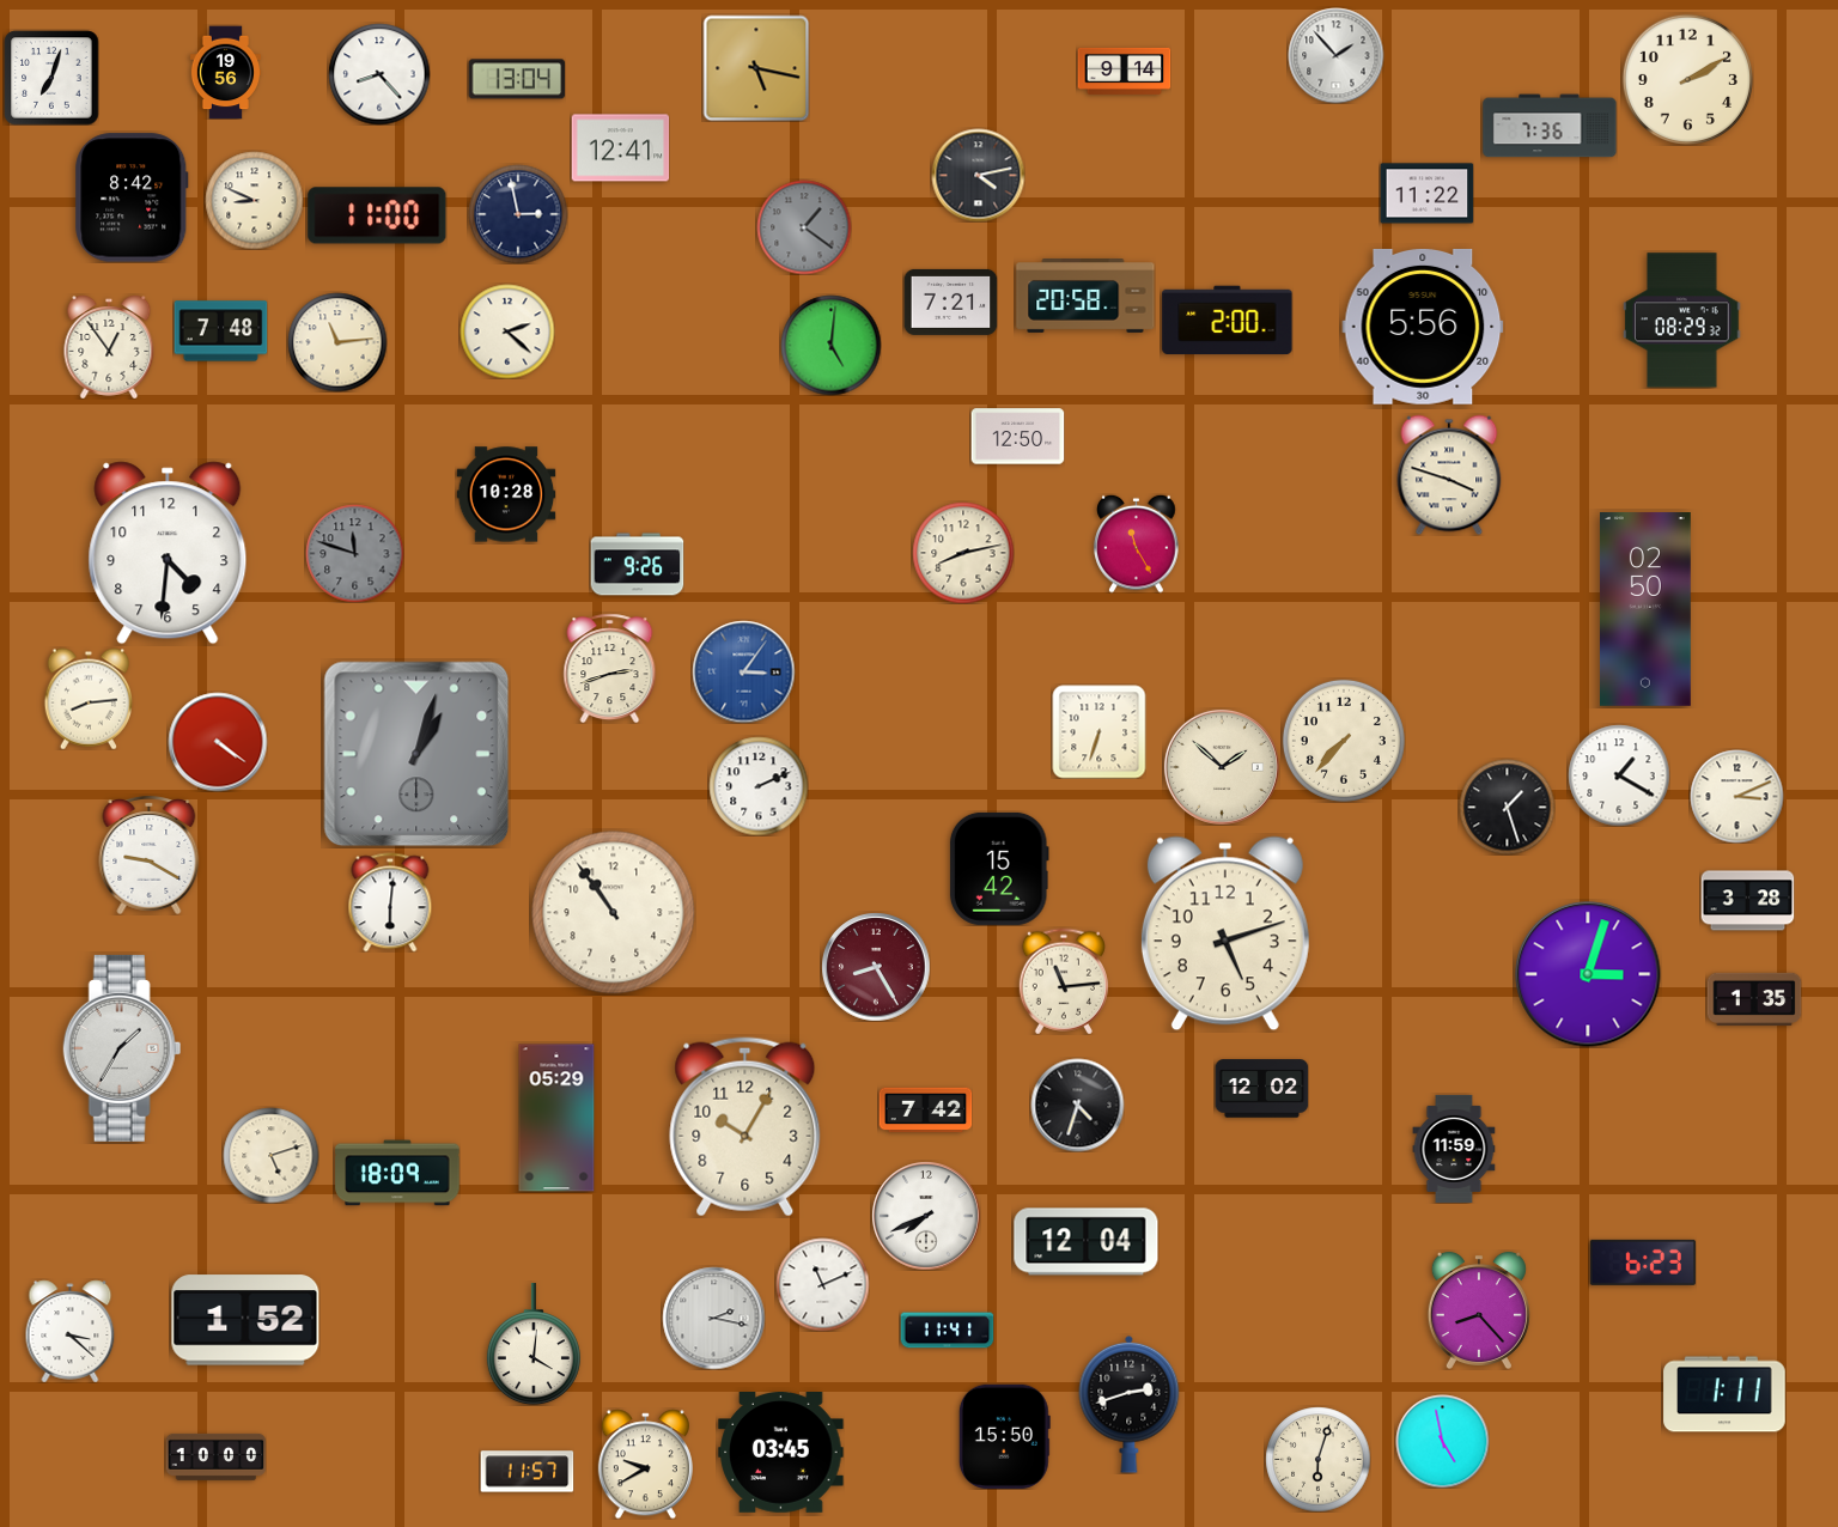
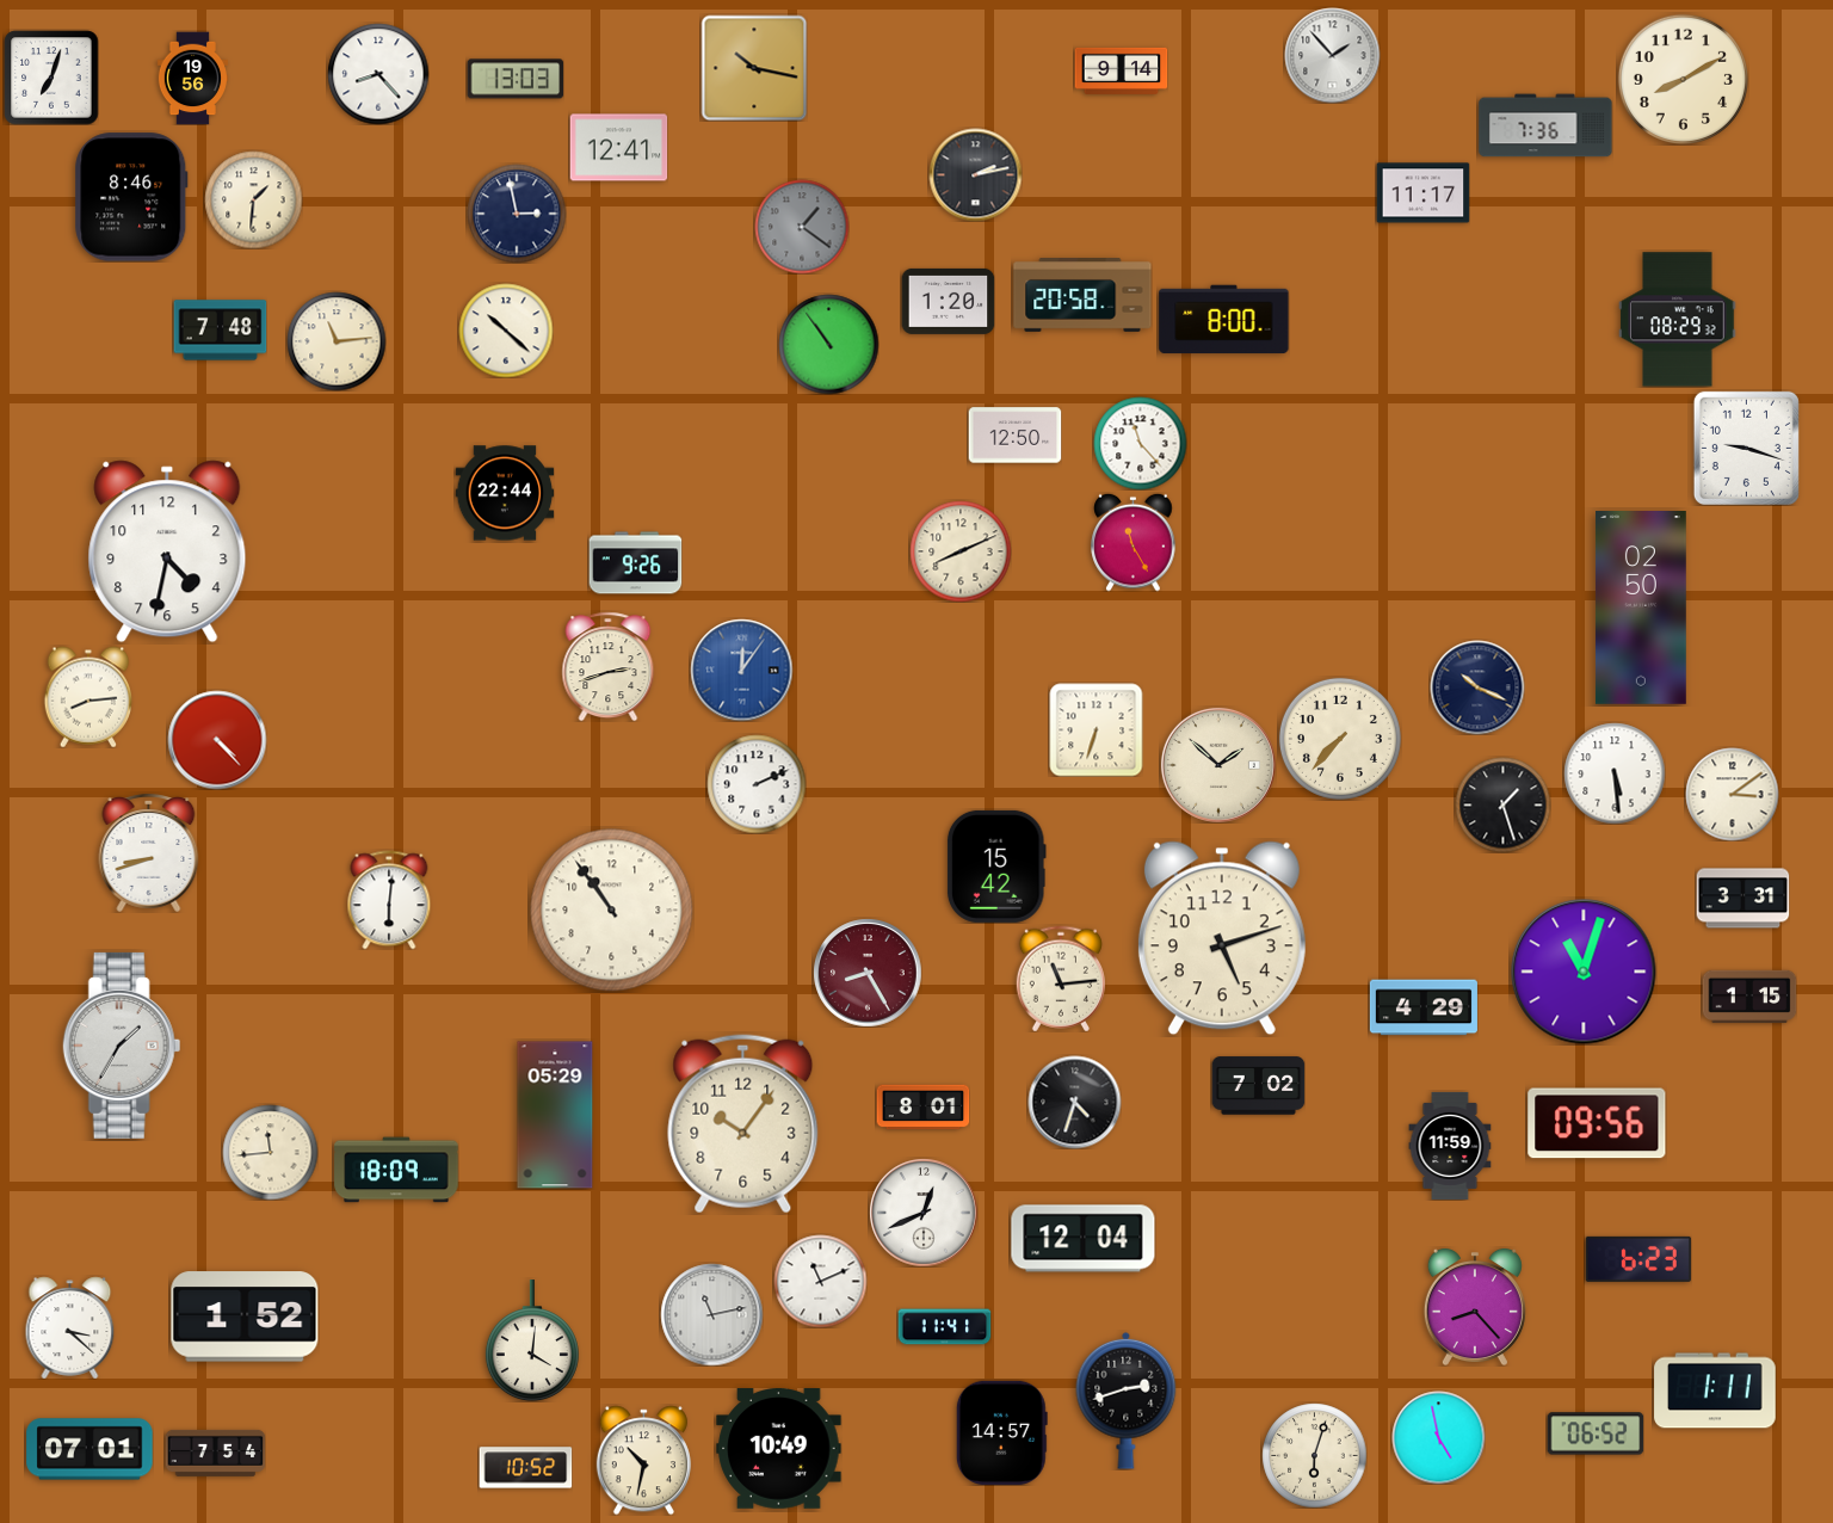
clock at (756, 68): 5:17 -> 10:17
clock at (226, 72) position: (226, 72) -> (193, 78)
clock at (517, 79): 13:04 -> 13:03
clock at (1687, 79): 2:10 -> 8:10
clock at (978, 175): 4:13 -> 2:13
clock at (1426, 194): 11:22 -> 11:17
clock at (132, 197): 8:42 -> 8:46
clock at (254, 200): 8:49 -> 1:31
clock at (377, 215): 11:00 -> none
clock at (950, 302): 7:21 -> 1:20
clock at (1228, 321): 2:00 -> 8:00
clock at (1423, 327): 5:56 -> none
clock at (507, 331): 2:22 -> 10:22
clock at (830, 345): 5:01 -> 10:54
clock at (109, 347): 12:54 -> none
clock at (1140, 443): none -> 11:23
clock at (1746, 448): none -> 9:18
clock at (1449, 475): 3:48 -> none
clock at (506, 494): 10:28 -> 22:44
clock at (168, 553): 4:31 -> 4:32
clock at (354, 553): 11:48 -> none
clock at (963, 553): 8:13 -> 8:11
clock at (743, 671): 3:06 -> 12:06
clock at (1477, 687): none -> 10:19
clock at (218, 742): 4:21 -> 4:23
clock at (416, 754): 1:03 -> none
clock at (1619, 775): 1:20 -> 5:29
clock at (1736, 796): 3:11 -> 3:09
clock at (150, 856): 9:20 -> 8:42
clock at (1747, 901): 3:28 -> 3:31
clock at (1225, 933) position: (1225, 933) -> (1222, 938)
clock at (876, 967) position: (876, 967) -> (868, 973)
clock at (1588, 974): 3:03 -> 11:03
clock at (1754, 999): 1:35 -> 1:15
clock at (1424, 1007): none -> 4:29
clock at (1261, 1089): 12:02 -> 7:02
clock at (925, 1111): 7:42 -> 8:01
clock at (1597, 1123): none -> 09:56
clock at (745, 1127): 10:05 -> 10:06
clock at (270, 1155): 5:12 -> 11:44
clock at (926, 1216): 7:41 -> 12:41
clock at (713, 1318): 2:17 -> 11:13
clock at (1724, 1394) position: (1724, 1394) -> (1715, 1391)
clock at (1004, 1436): 15:50 -> 14:57
clock at (1596, 1433): none -> 06:52
clock at (90, 1449): none -> 07:01
clock at (781, 1453): 03:45 -> 10:49
clock at (215, 1456): 10:00 -> 7:54
clock at (645, 1464): 9:40 -> 10:32
clock at (527, 1472): 11:57 -> 10:52
